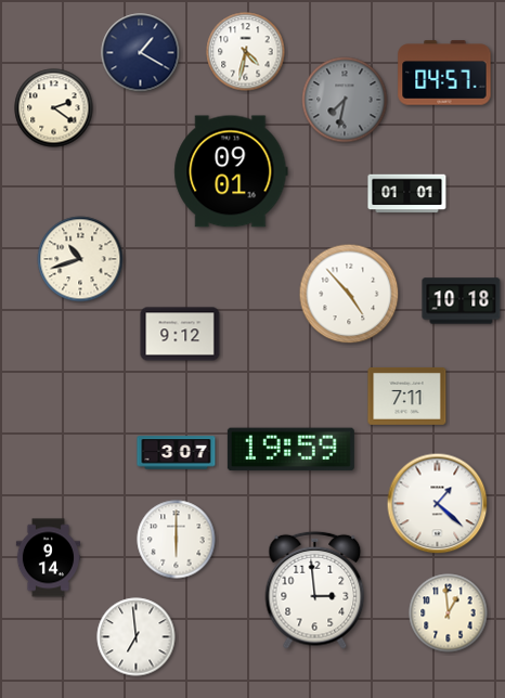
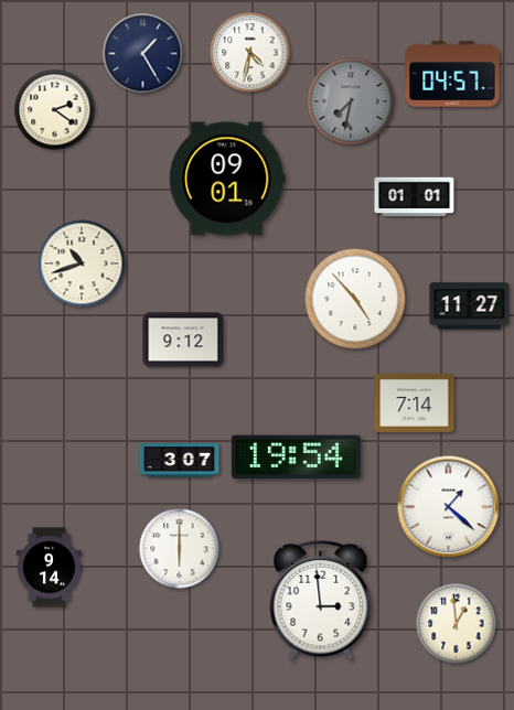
clock at (141, 53): 1:20 -> 1:25
clock at (231, 171) position: (231, 171) -> (227, 179)
clock at (462, 301): 10:18 -> 11:27
clock at (407, 396): 7:11 -> 7:14
clock at (290, 450): 19:59 -> 19:54
clock at (438, 504) position: (438, 504) -> (449, 507)
clock at (137, 637): 6:59 -> none
